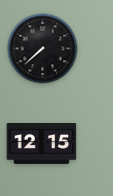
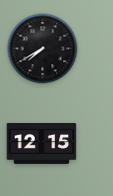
clock at (43, 49): 7:38 -> 7:40
